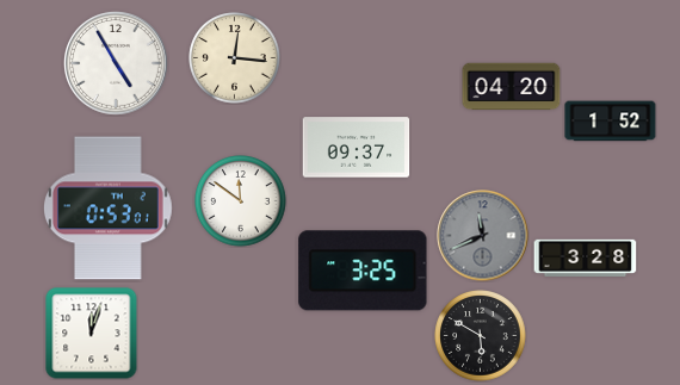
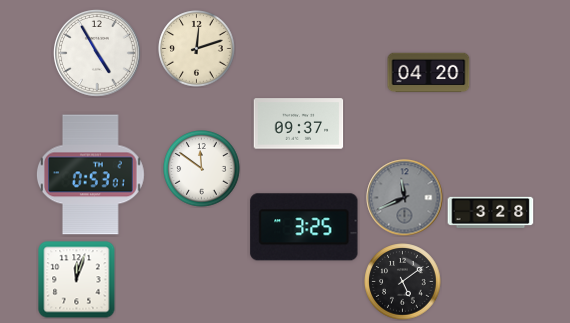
clock at (235, 58): 12:16 -> 12:12
clock at (611, 122): 1:52 -> none
clock at (586, 257) position: (586, 257) -> (491, 212)
clock at (481, 336): 5:50 -> 5:09
